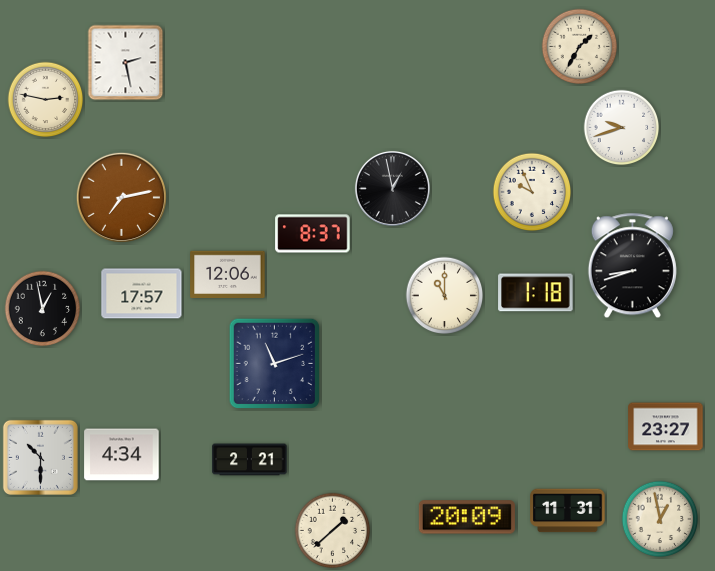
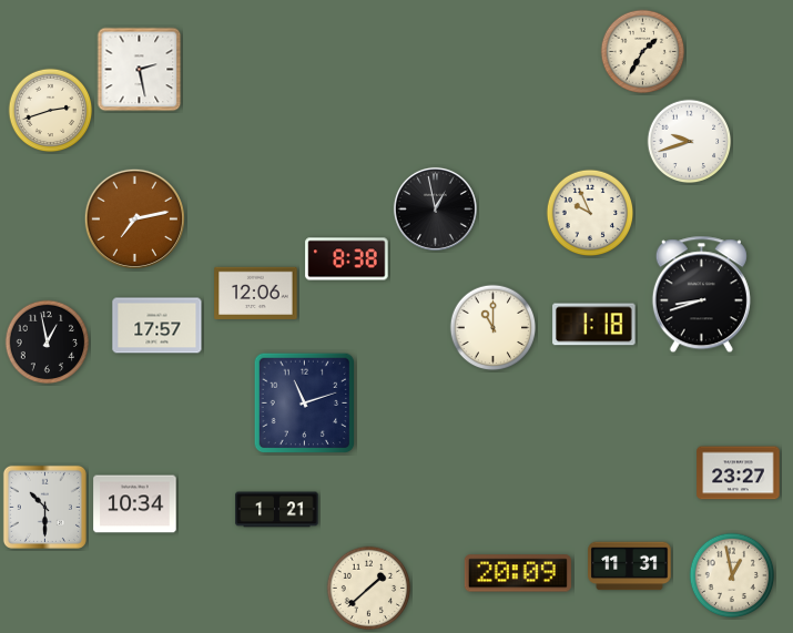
clock at (46, 100): 2:47 -> 2:42
clock at (313, 234): 8:37 -> 8:38
clock at (228, 274) position: (228, 274) -> (256, 293)
clock at (122, 455): 4:34 -> 10:34
clock at (250, 460): 2:21 -> 1:21
